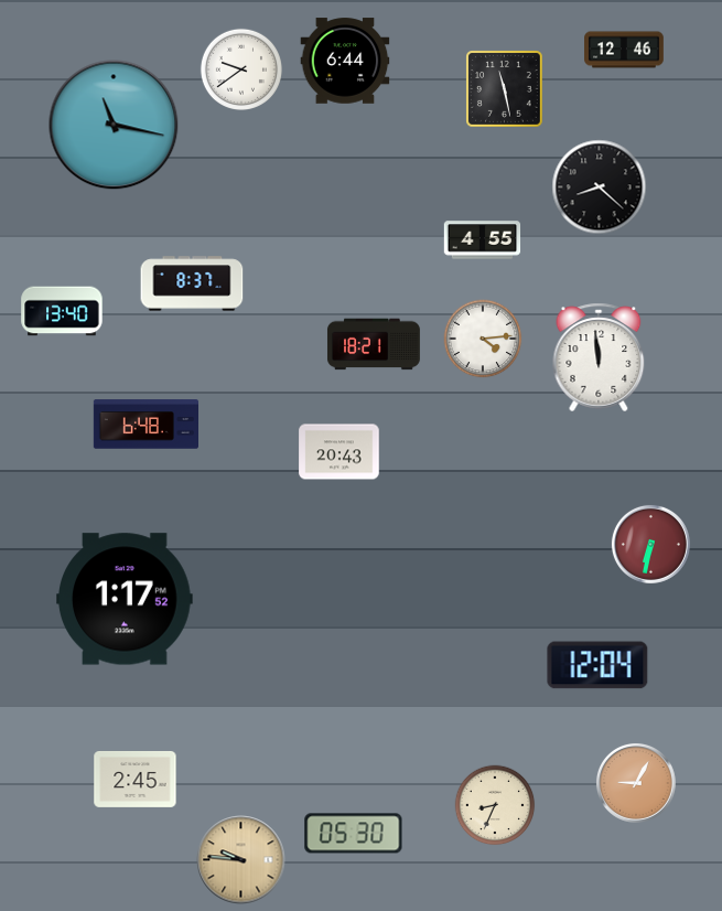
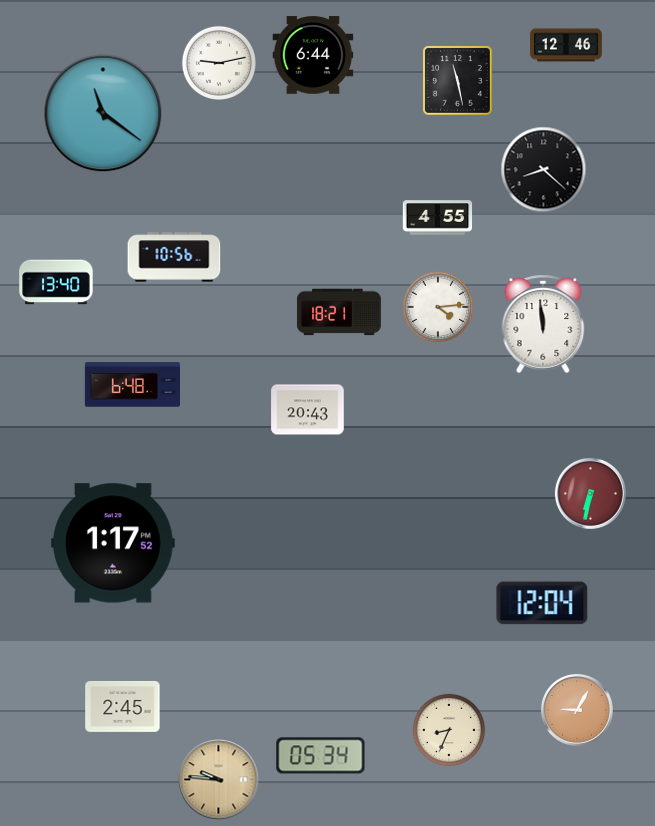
clock at (241, 69): 9:39 -> 9:13
clock at (114, 125): 11:17 -> 11:21
clock at (192, 283): 8:37 -> 10:56
clock at (354, 834): 05:30 -> 05:34
